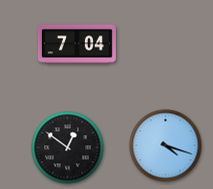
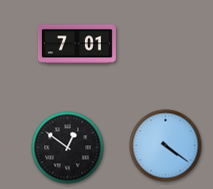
clock at (77, 44): 7:04 -> 7:01
clock at (166, 146): 4:18 -> 4:21
